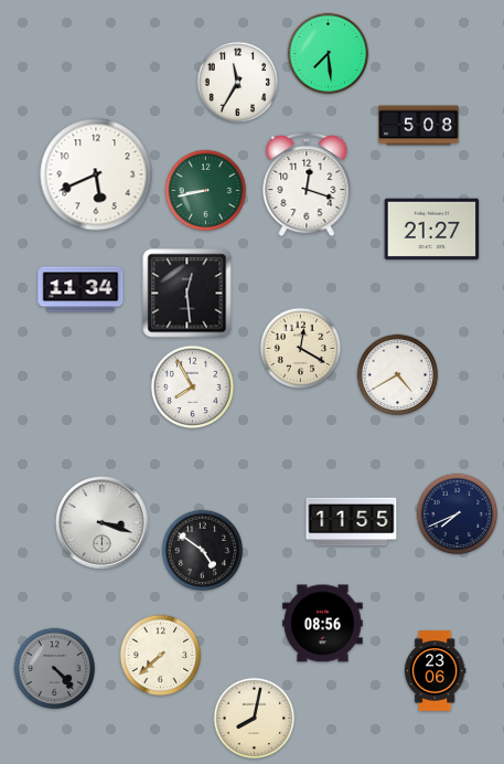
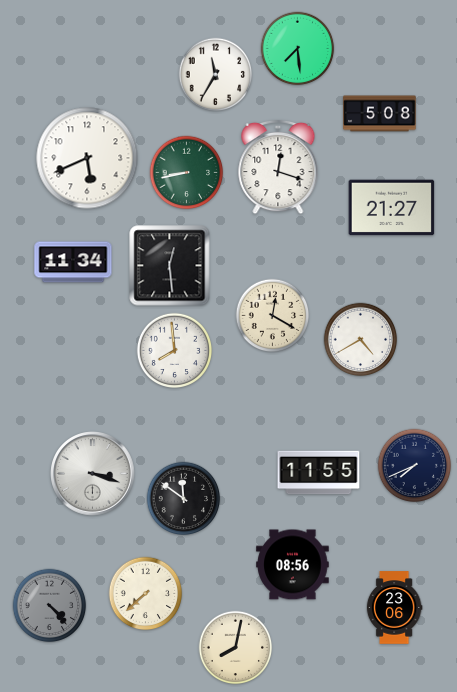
clock at (193, 388): 7:55 -> 7:59
clock at (203, 551): 4:51 -> 11:51
clock at (255, 719) position: (255, 719) -> (236, 648)
